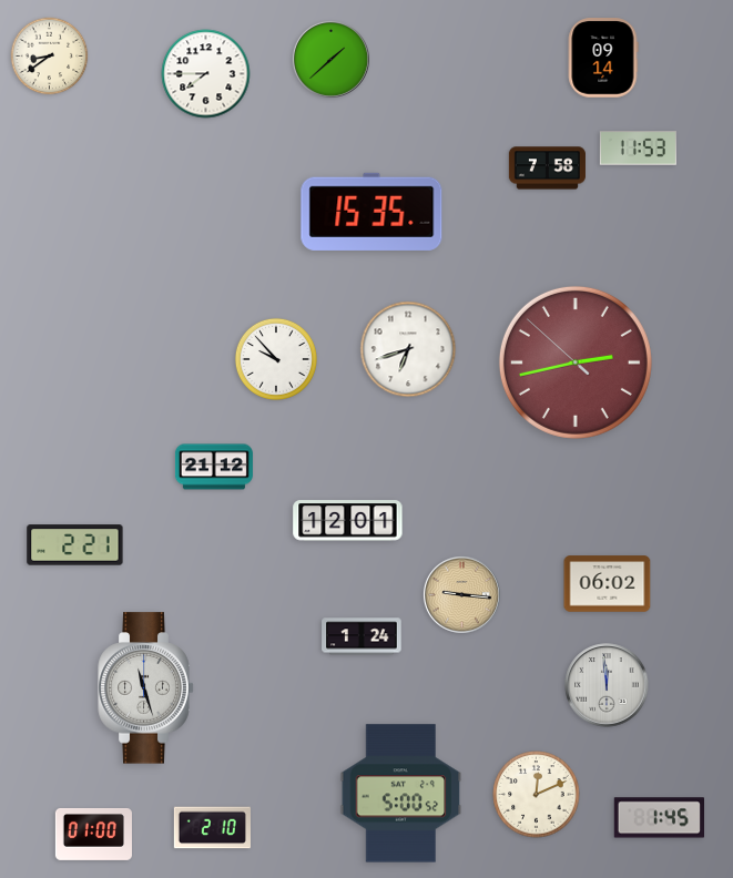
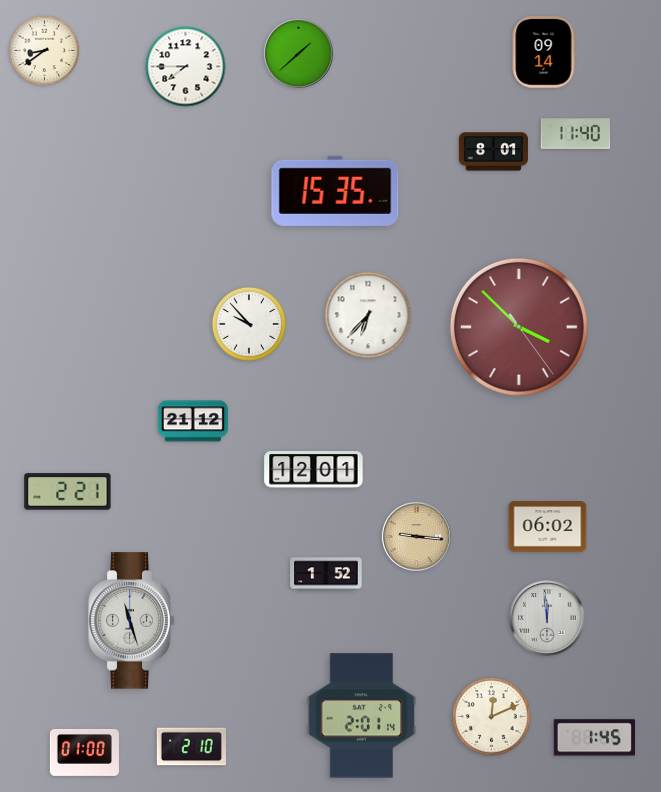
clock at (638, 149): 11:53 -> 11:40
clock at (547, 169): 7:58 -> 8:01
clock at (408, 349): 6:42 -> 6:37
clock at (576, 363): 2:42 -> 3:52
clock at (362, 636): 1:24 -> 1:52
clock at (401, 794): 5:00 -> 2:01
clock at (537, 795) position: (537, 795) -> (492, 717)
